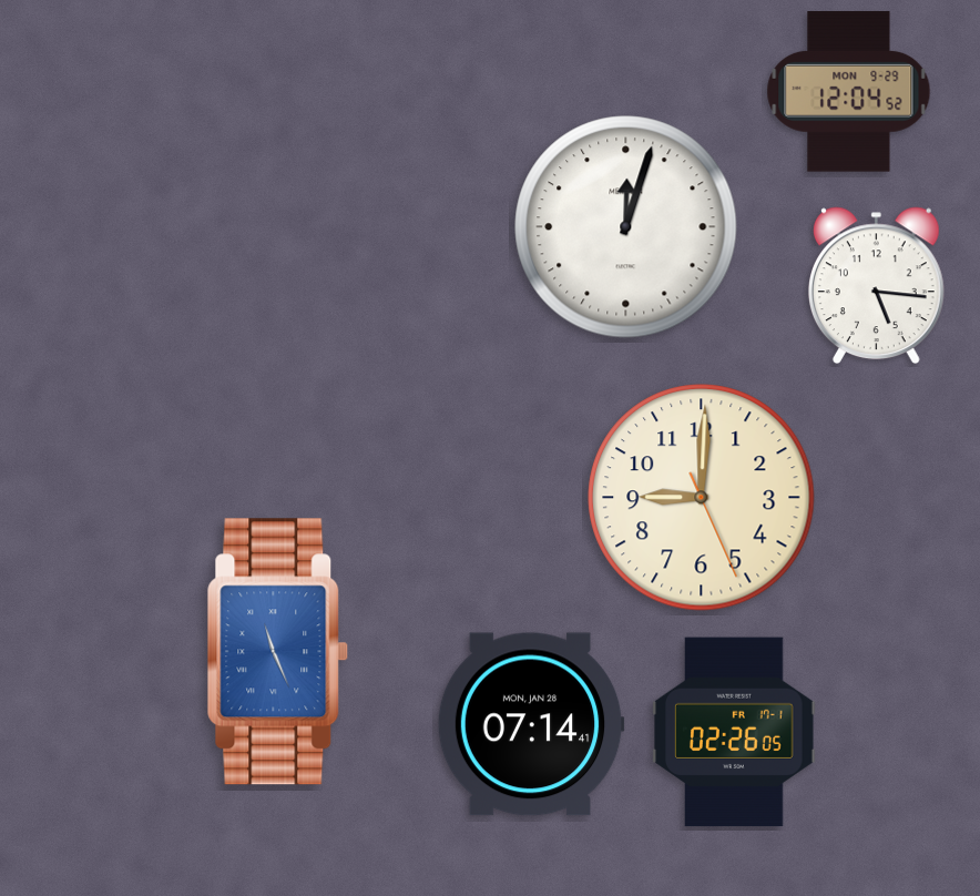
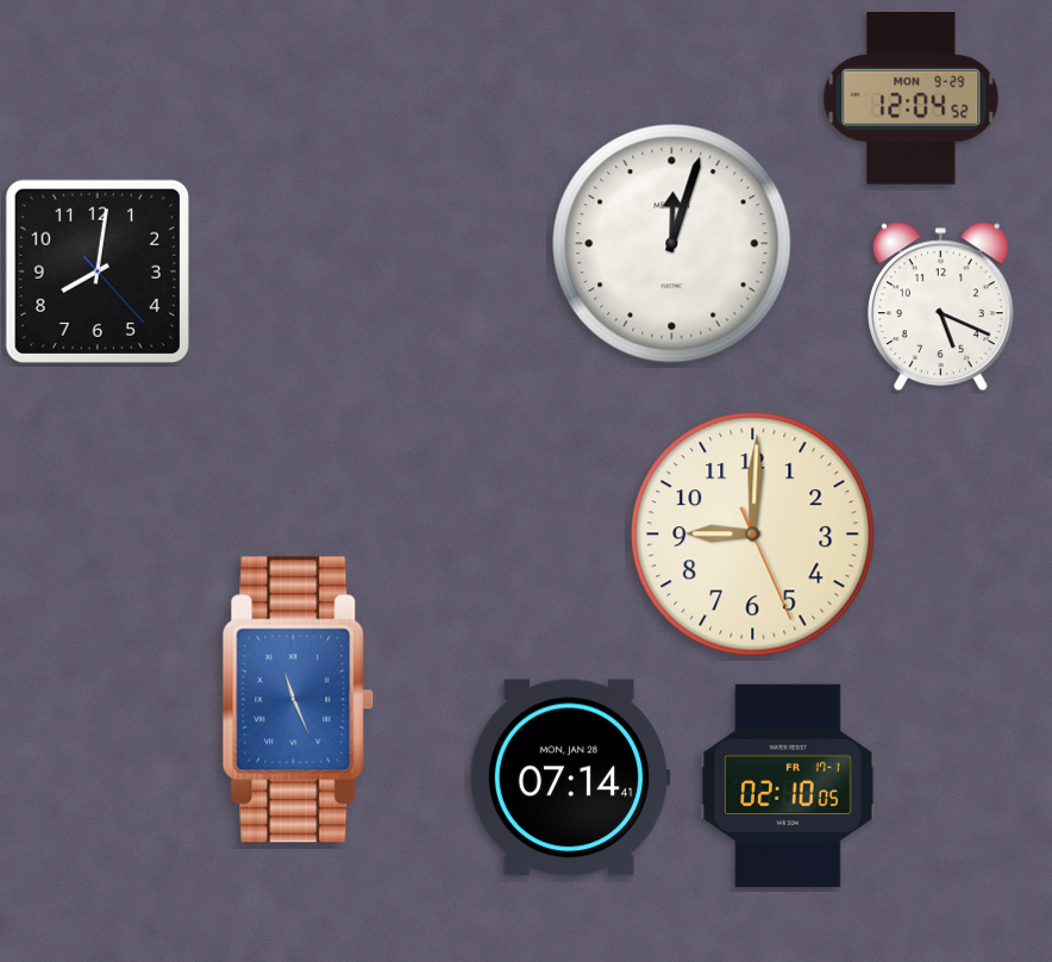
clock at (98, 271): none -> 8:01
clock at (876, 286): 5:16 -> 5:19
clock at (734, 732): 02:26 -> 02:10
